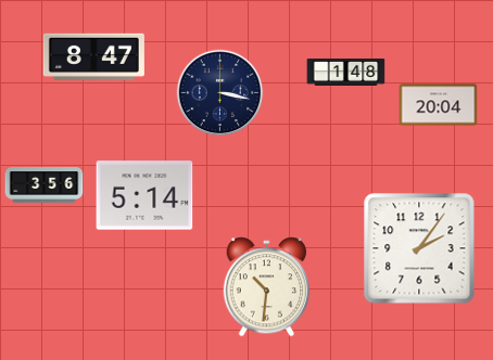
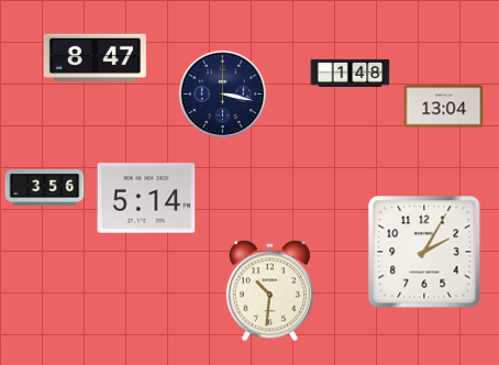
clock at (439, 105): 20:04 -> 13:04
clock at (419, 248): 2:06 -> 2:05
